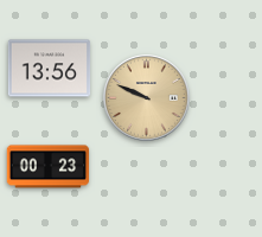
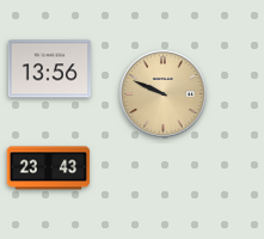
clock at (147, 98) position: (147, 98) -> (164, 94)
clock at (49, 167): 00:23 -> 23:43
